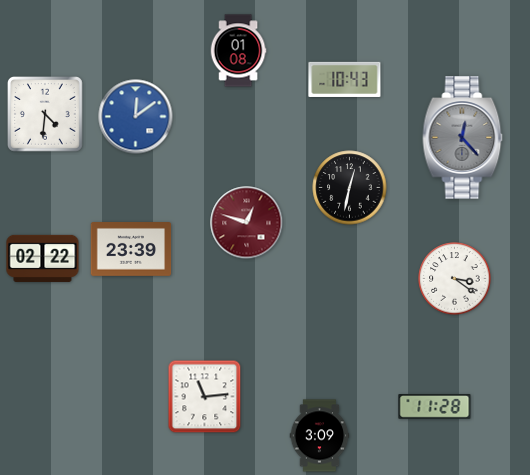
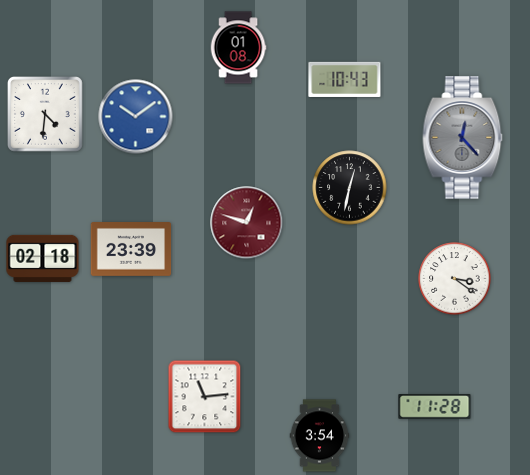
clock at (238, 51) position: (238, 51) -> (238, 48)
clock at (136, 117): 12:09 -> 10:09
clock at (43, 258): 02:22 -> 02:18
clock at (320, 436): 3:09 -> 3:54
